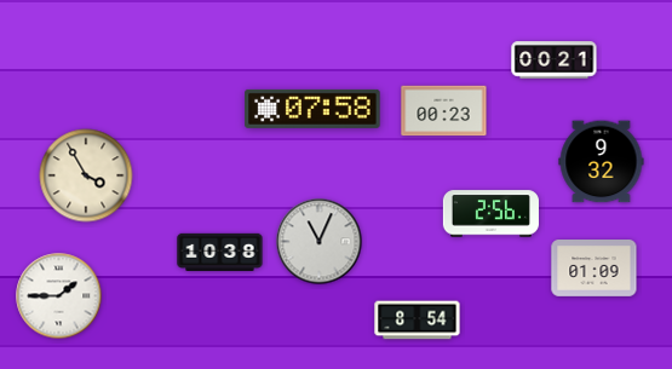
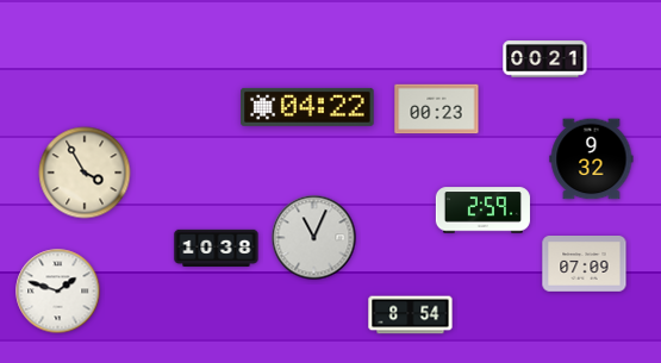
clock at (312, 109): 07:58 -> 04:22
clock at (490, 214): 2:56 -> 2:59
clock at (595, 269): 01:09 -> 07:09
clock at (59, 296): 1:45 -> 1:48
